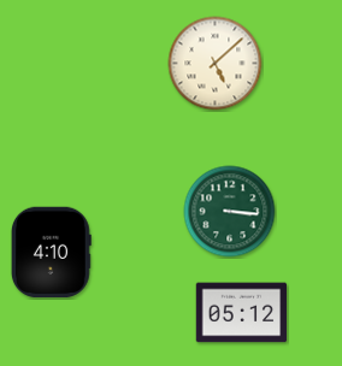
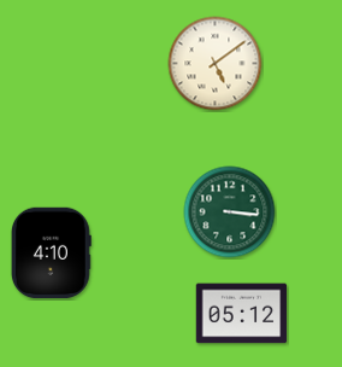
clock at (216, 64): 5:08 -> 5:09
